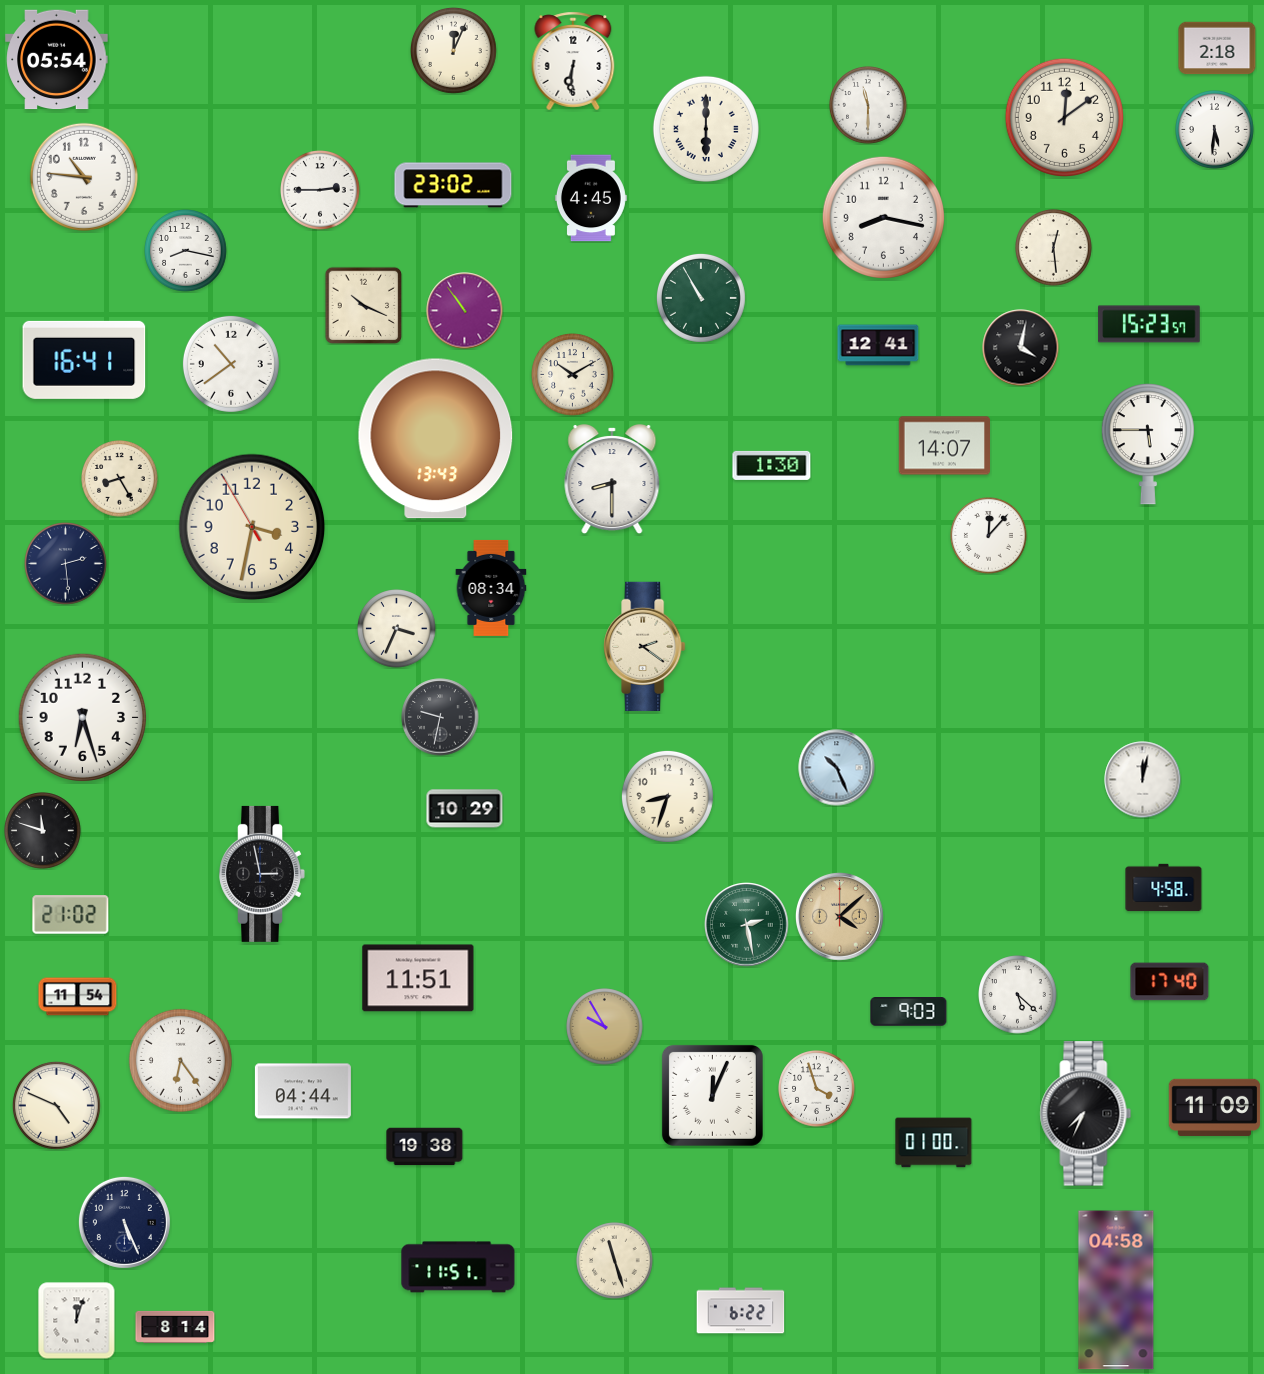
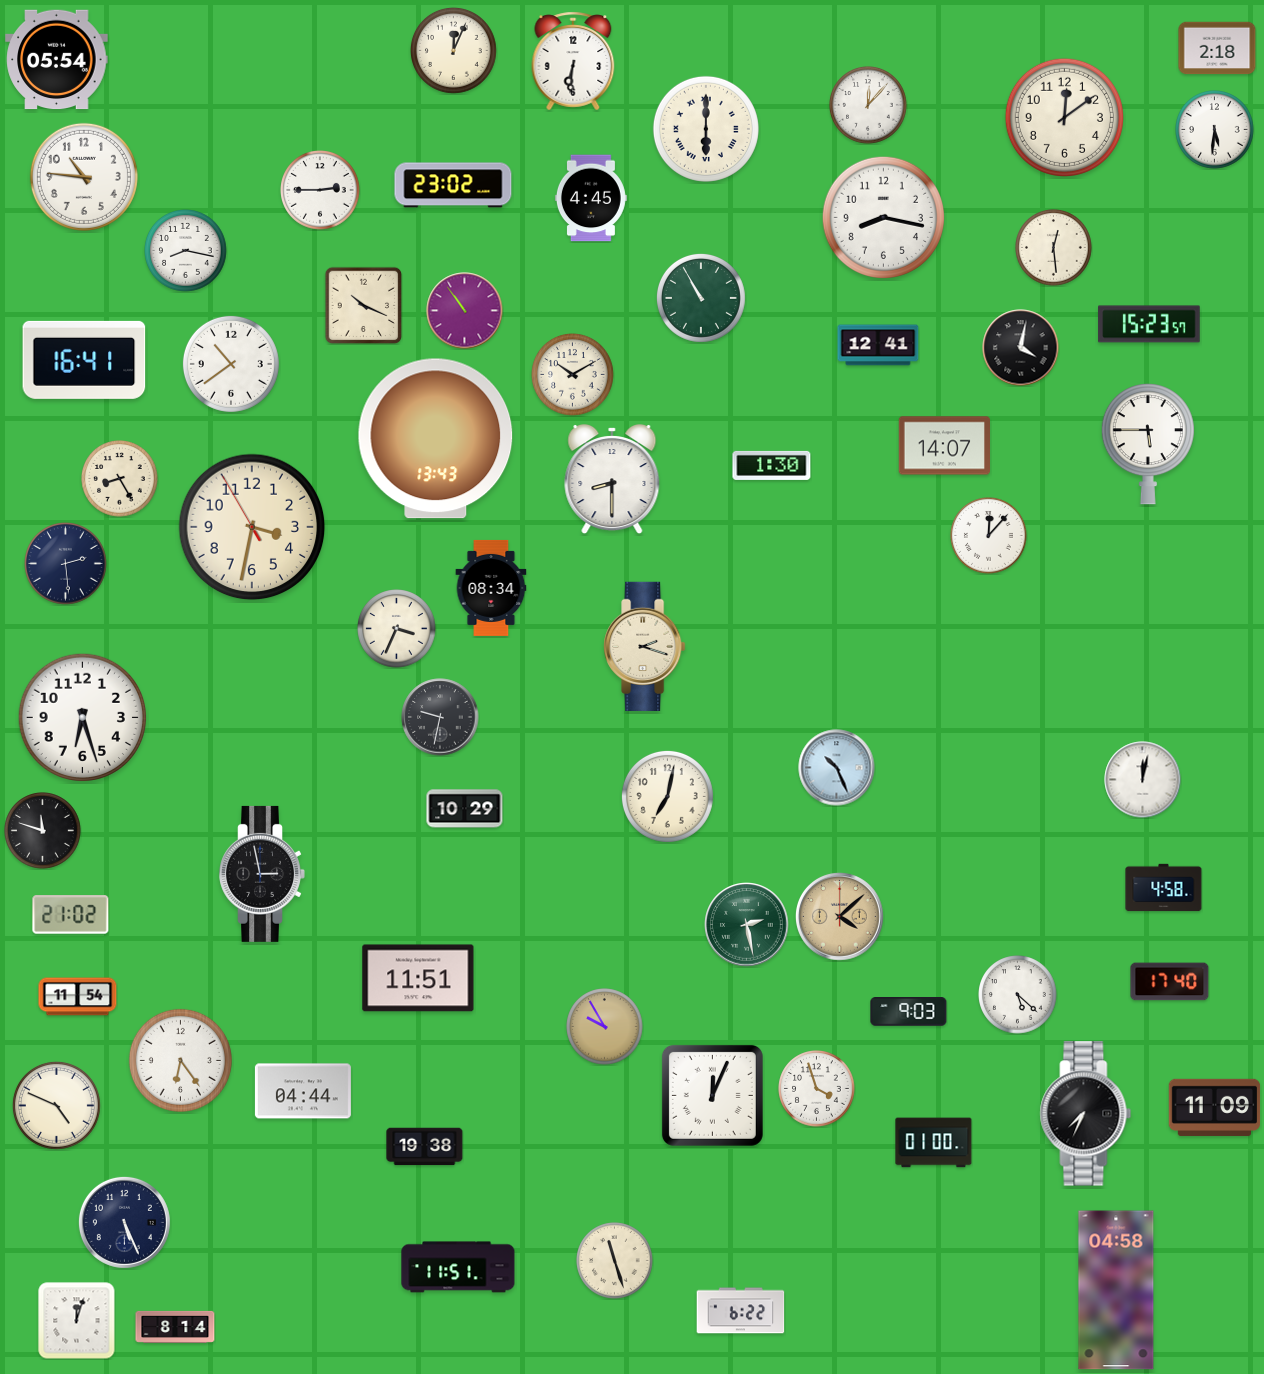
clock at (868, 105): 11:30 -> 12:07
clock at (645, 646): 2:21 -> 2:18
clock at (667, 796): 8:33 -> 7:02
